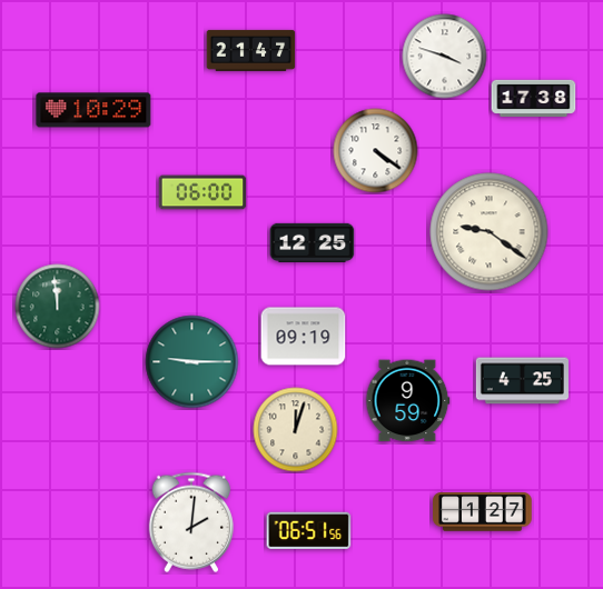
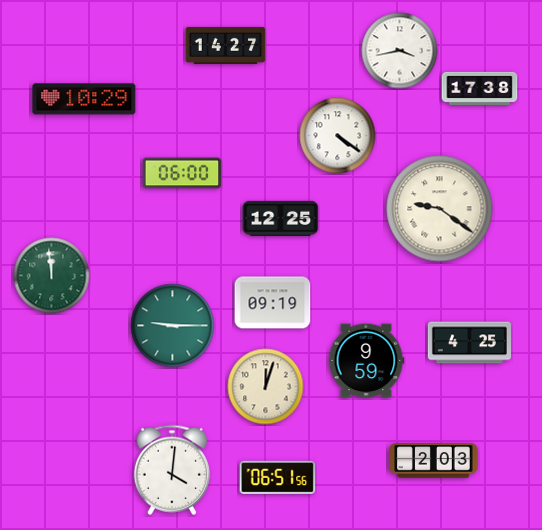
clock at (251, 50): 21:47 -> 14:27
clock at (445, 57): 3:48 -> 3:43
clock at (483, 512): 1:27 -> 2:03
clock at (191, 522): 2:01 -> 4:01
